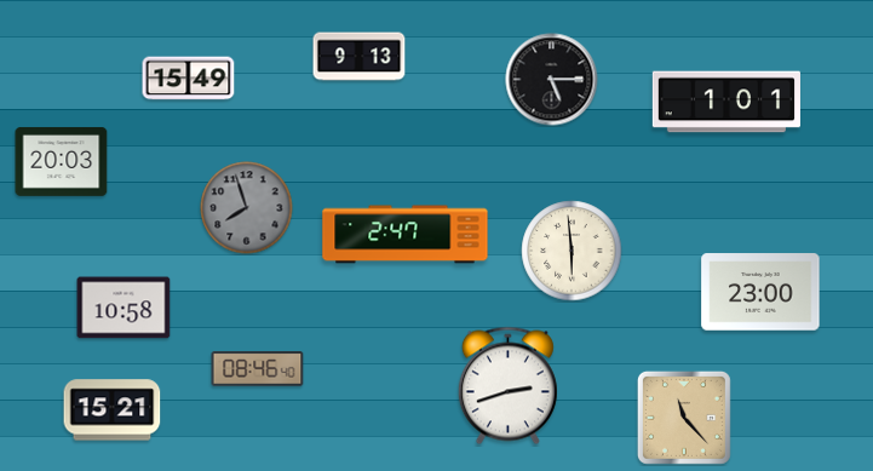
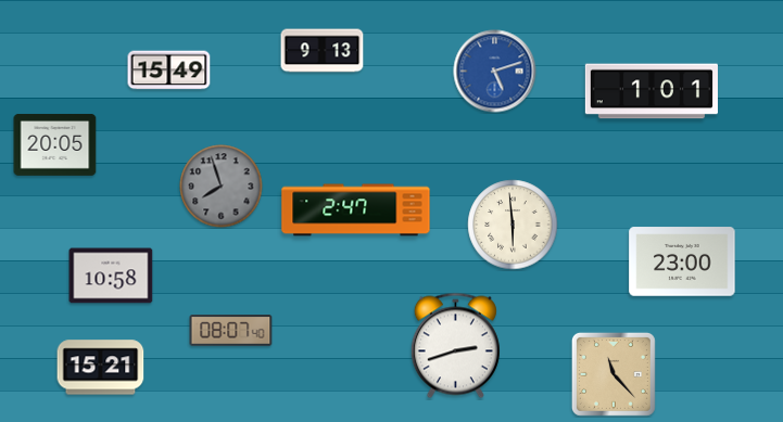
clock at (552, 80): 5:15 -> 5:12
clock at (552, 80) dial: black -> blue
clock at (62, 161): 20:03 -> 20:05
clock at (406, 235) position: (406, 235) -> (356, 210)
clock at (258, 369): 08:46 -> 08:07
